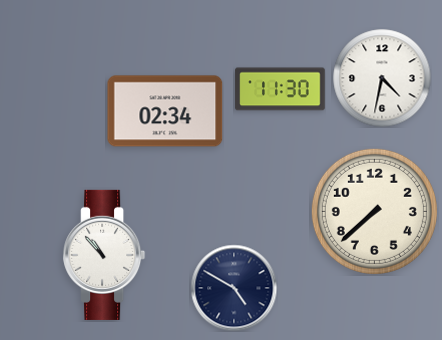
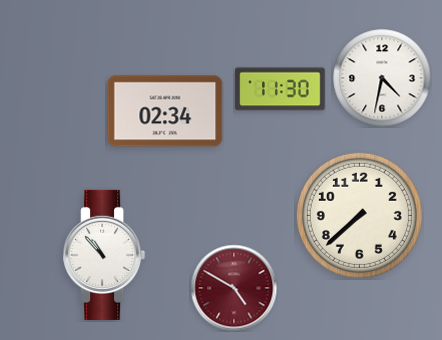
clock at (374, 211) position: (374, 211) -> (359, 215)
clock at (234, 288) dial: navy -> burgundy
